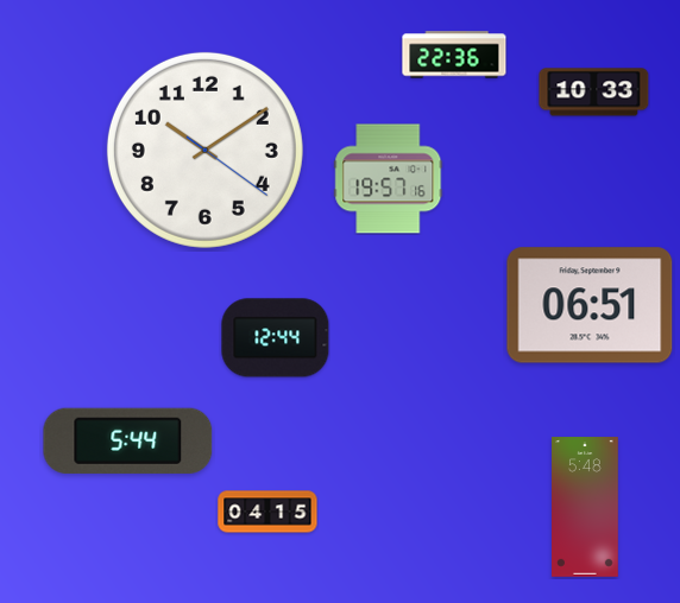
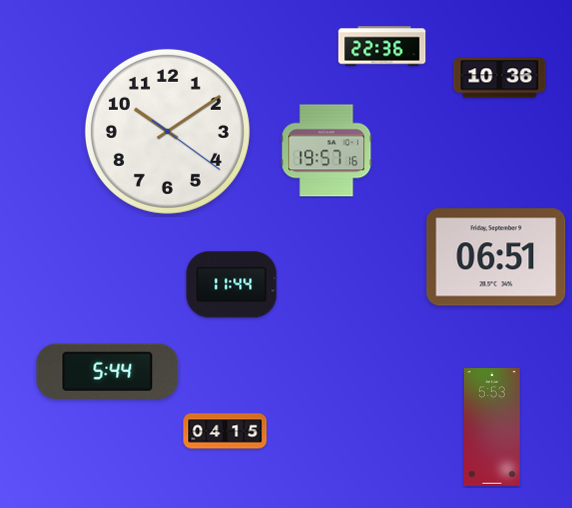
clock at (594, 93): 10:33 -> 10:36
clock at (204, 150) position: (204, 150) -> (167, 131)
clock at (276, 338): 12:44 -> 11:44
clock at (586, 507): 5:48 -> 5:53
